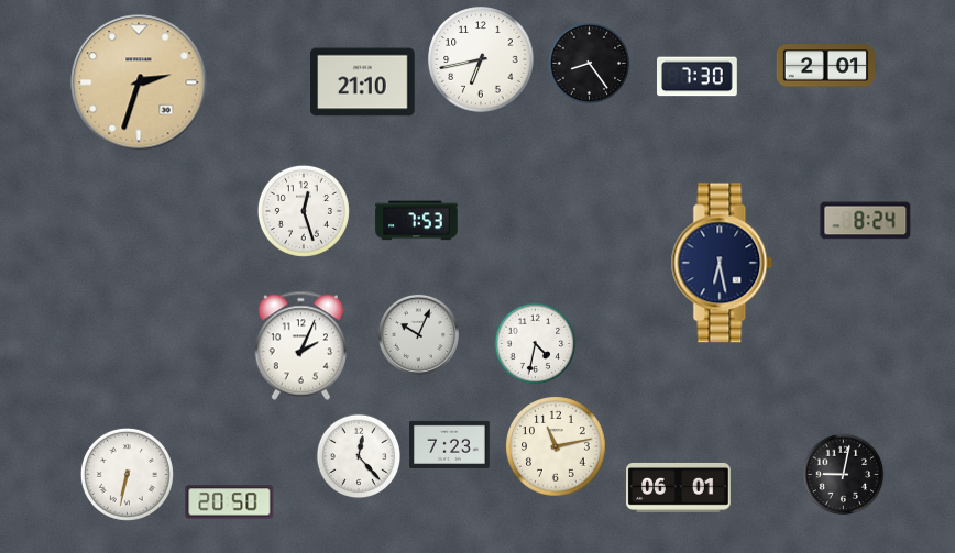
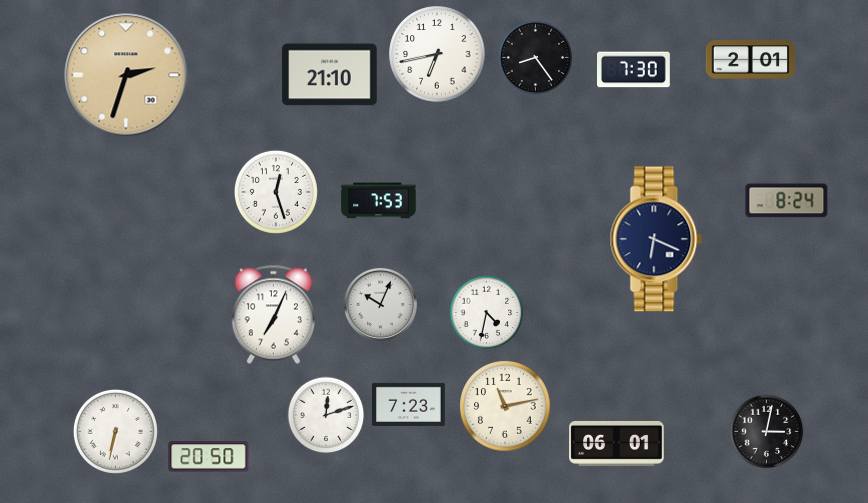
clock at (722, 263): 6:28 -> 6:19
clock at (300, 346): 2:04 -> 7:04
clock at (359, 456): 12:23 -> 12:12
clock at (844, 475): 9:02 -> 3:02
